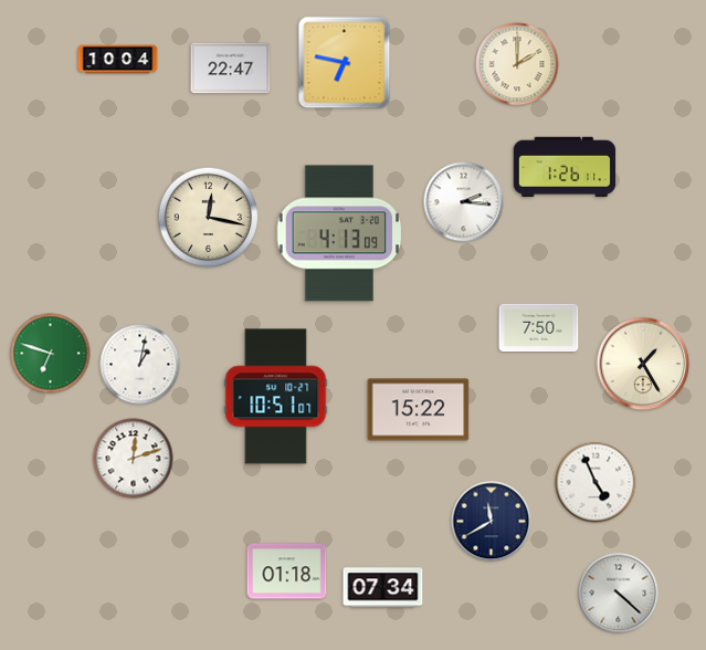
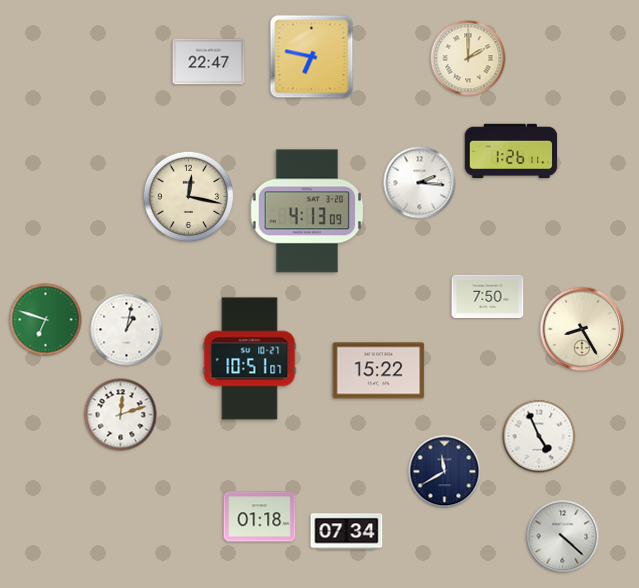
clock at (118, 60): 10:04 -> none
clock at (643, 364): 1:25 -> 8:25
clock at (619, 594) position: (619, 594) -> (563, 537)
